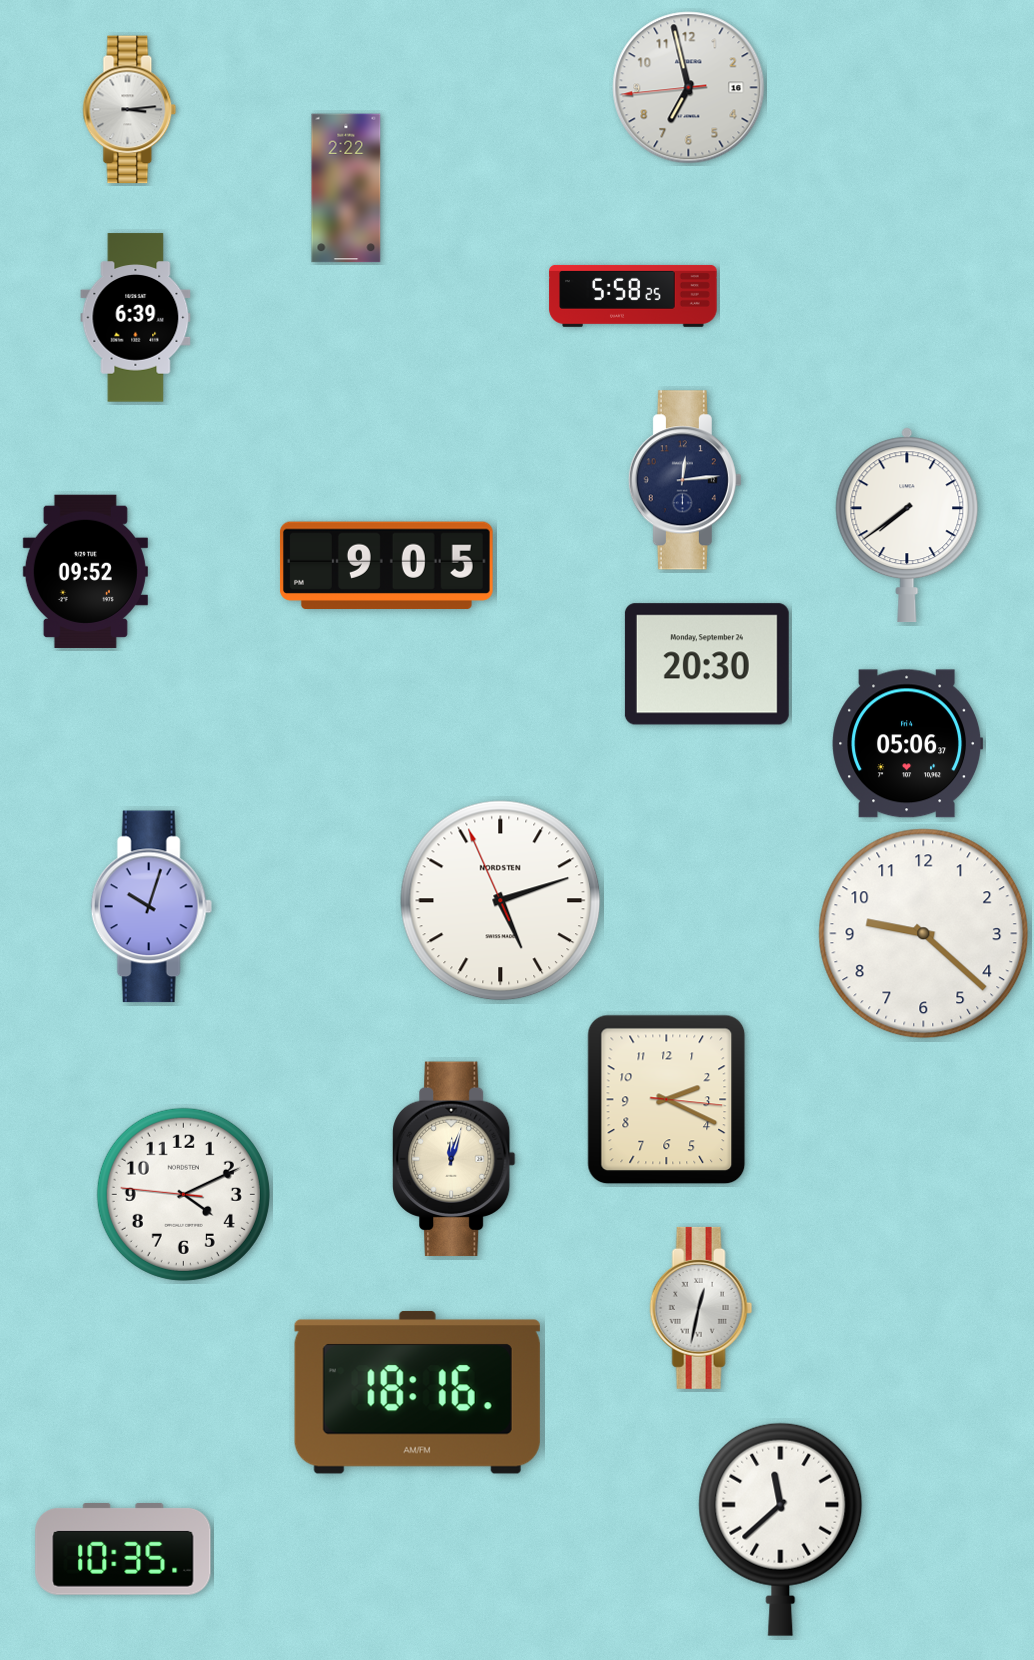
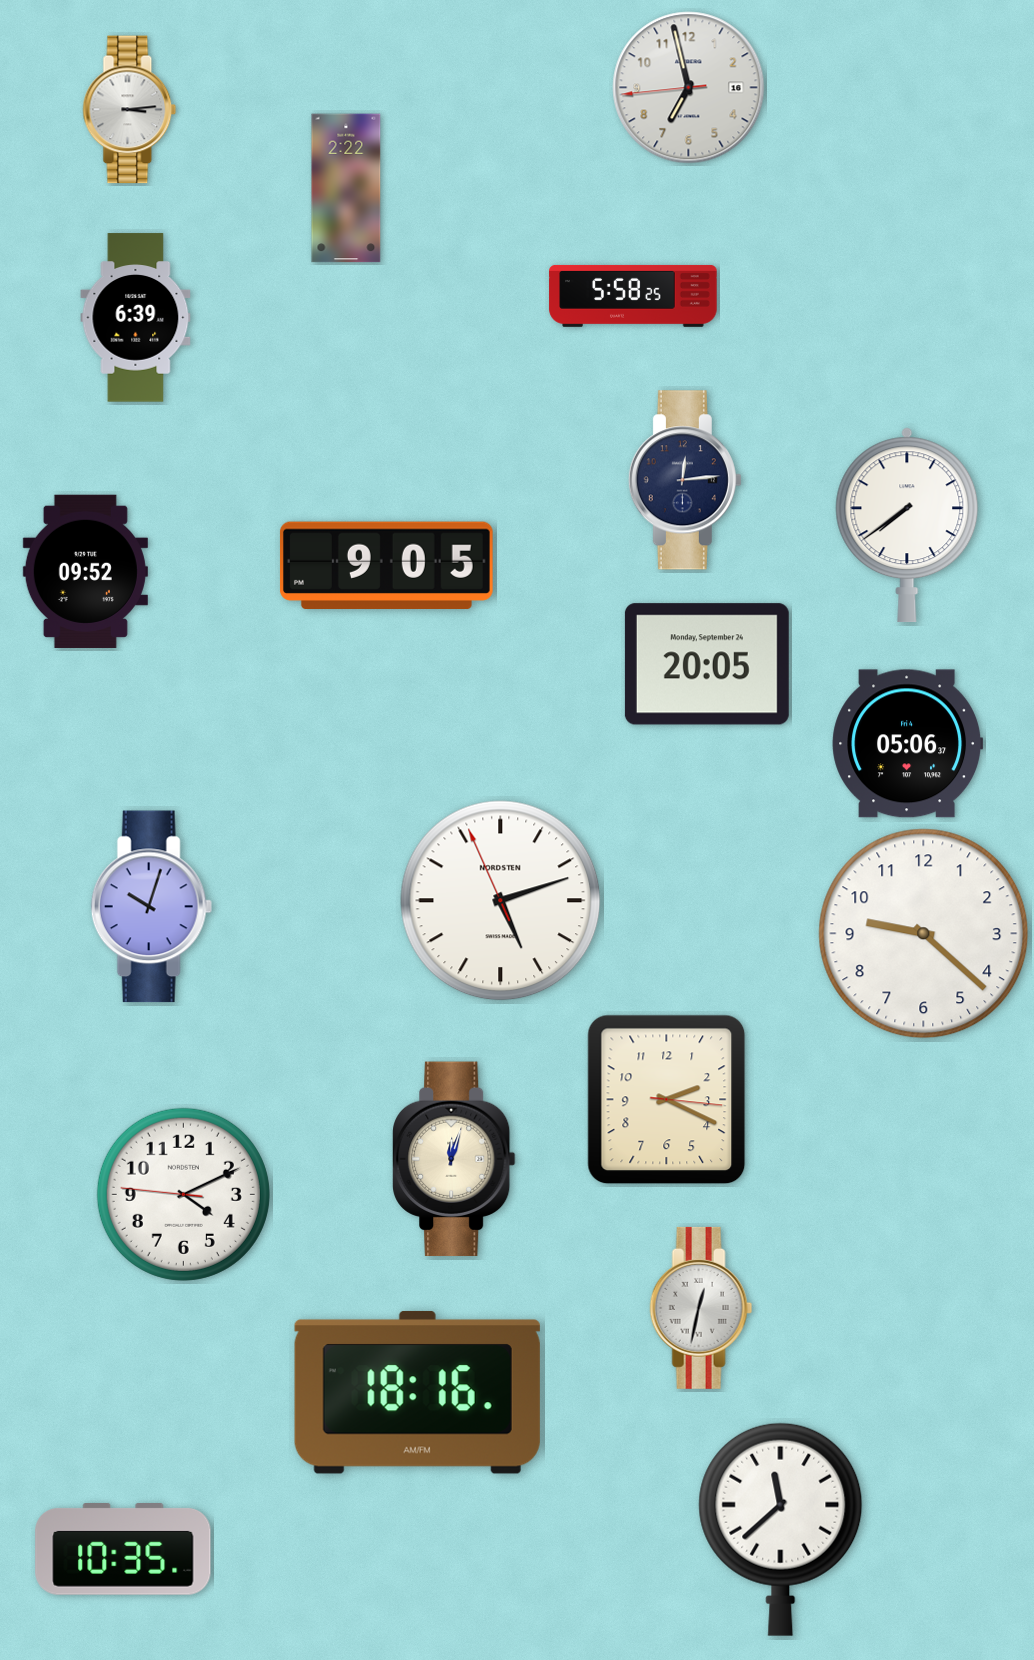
clock at (707, 664): 20:30 -> 20:05
